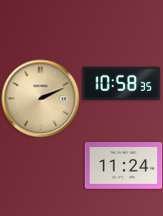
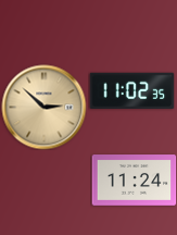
clock at (121, 84): 10:58 -> 11:02
clock at (40, 98): 2:11 -> 2:52
